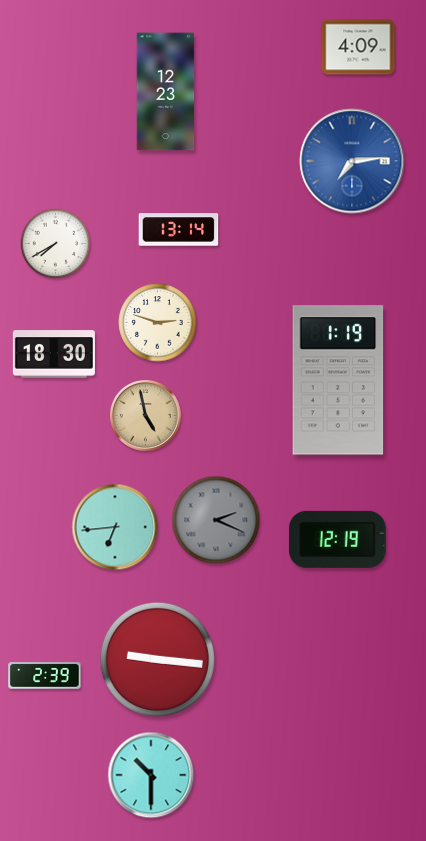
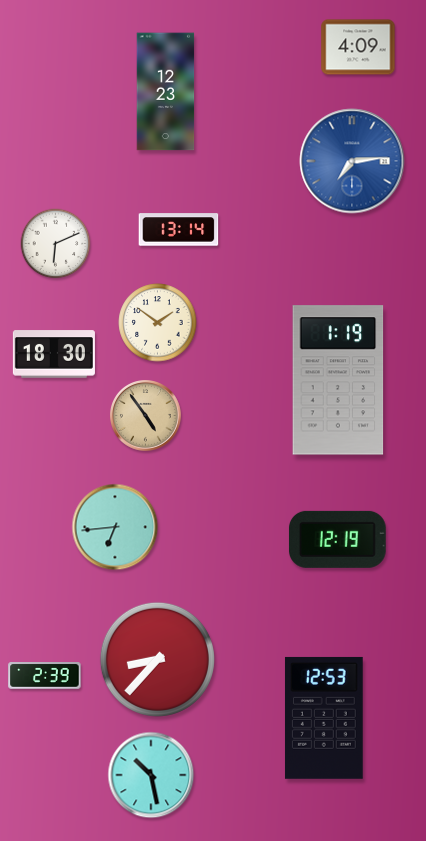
clock at (56, 244): 7:40 -> 6:11
clock at (158, 323): 2:48 -> 1:51
clock at (146, 416): 4:58 -> 4:54
clock at (216, 520): 2:19 -> none
clock at (157, 659): 9:16 -> 8:37
clock at (324, 718): none -> 12:53
clock at (151, 775): 10:30 -> 10:28
